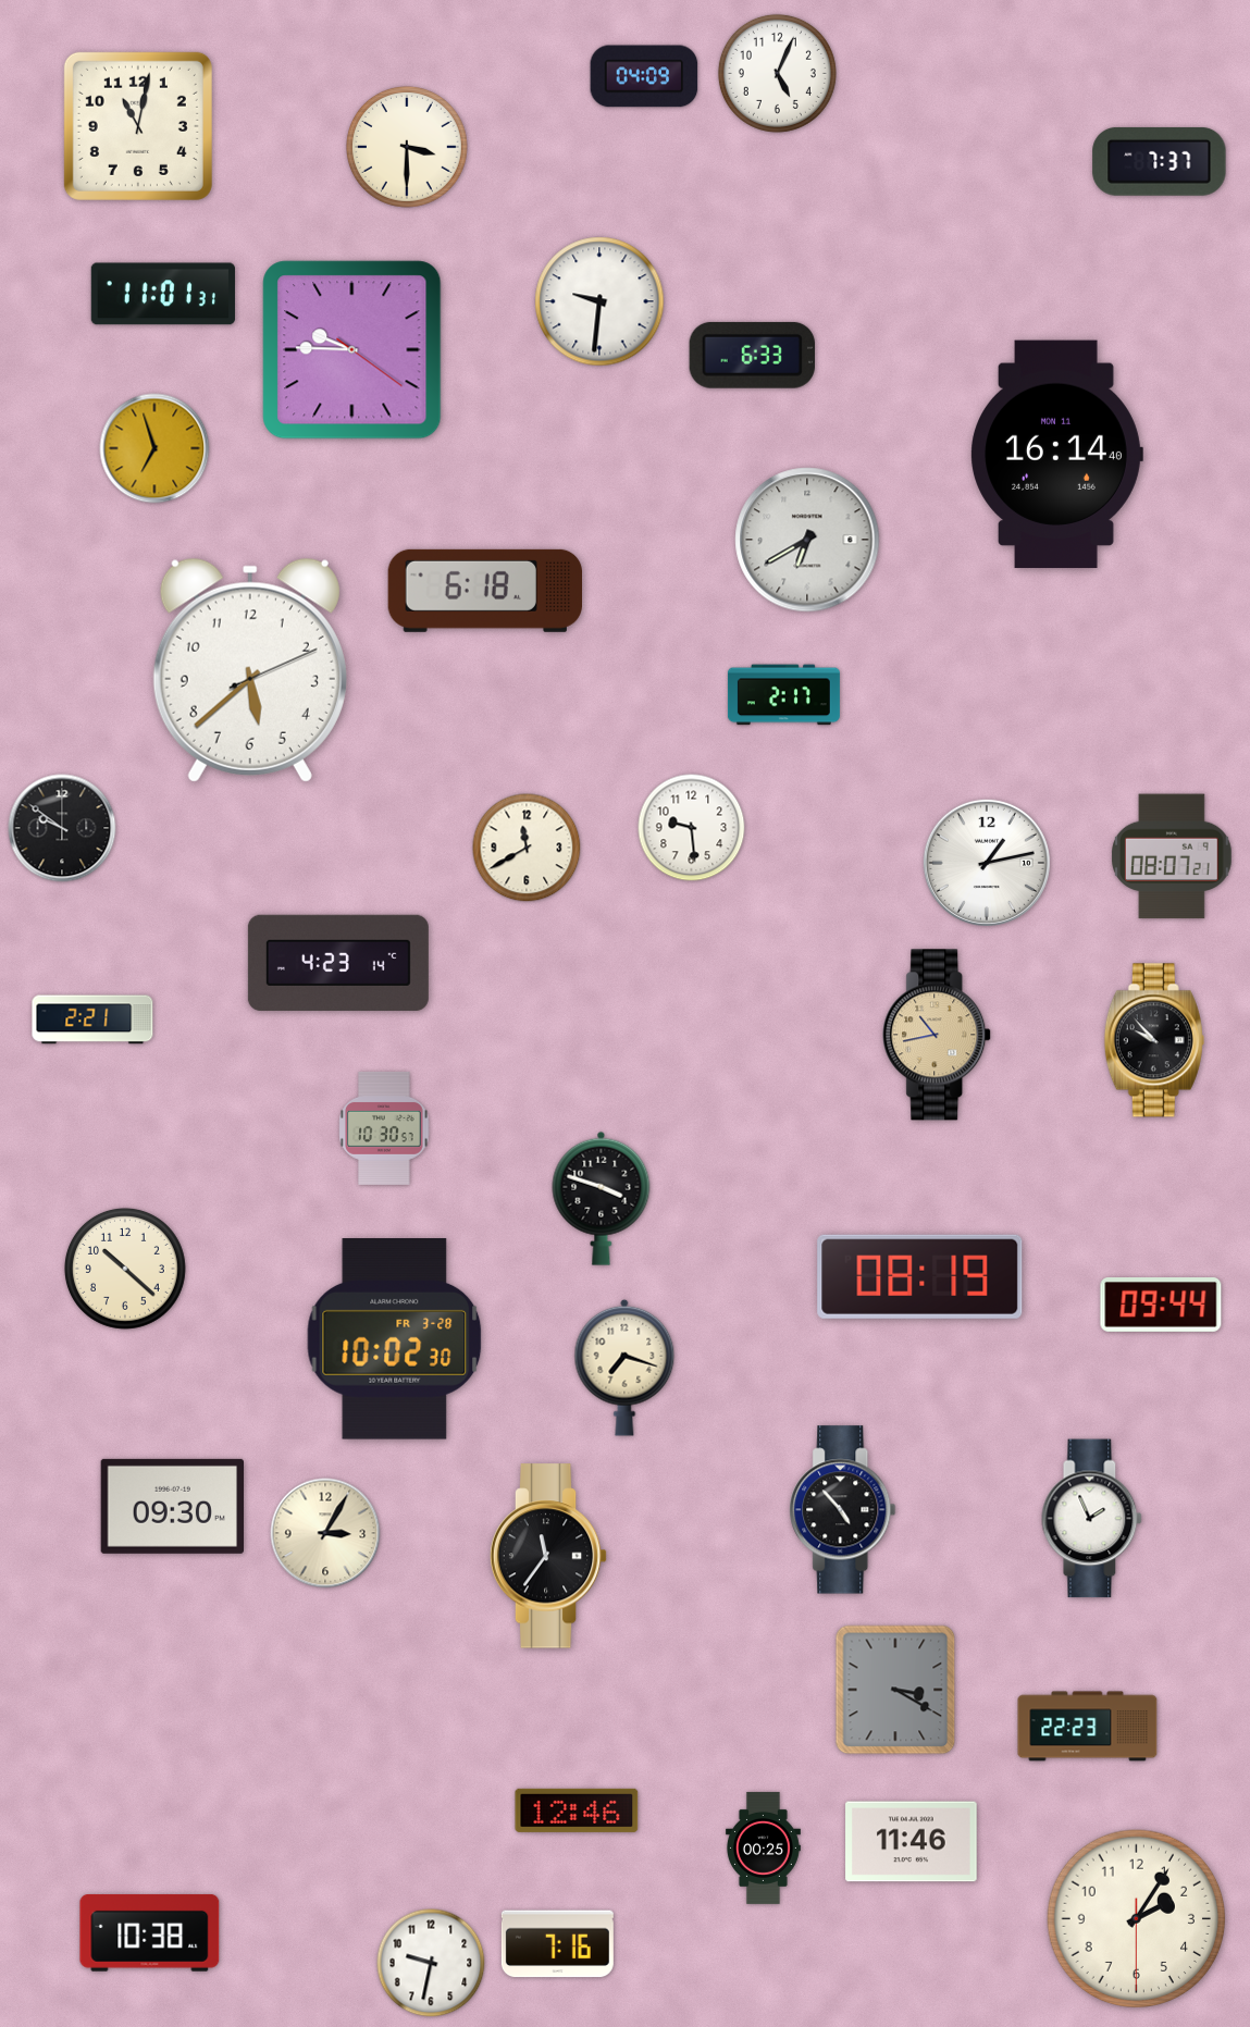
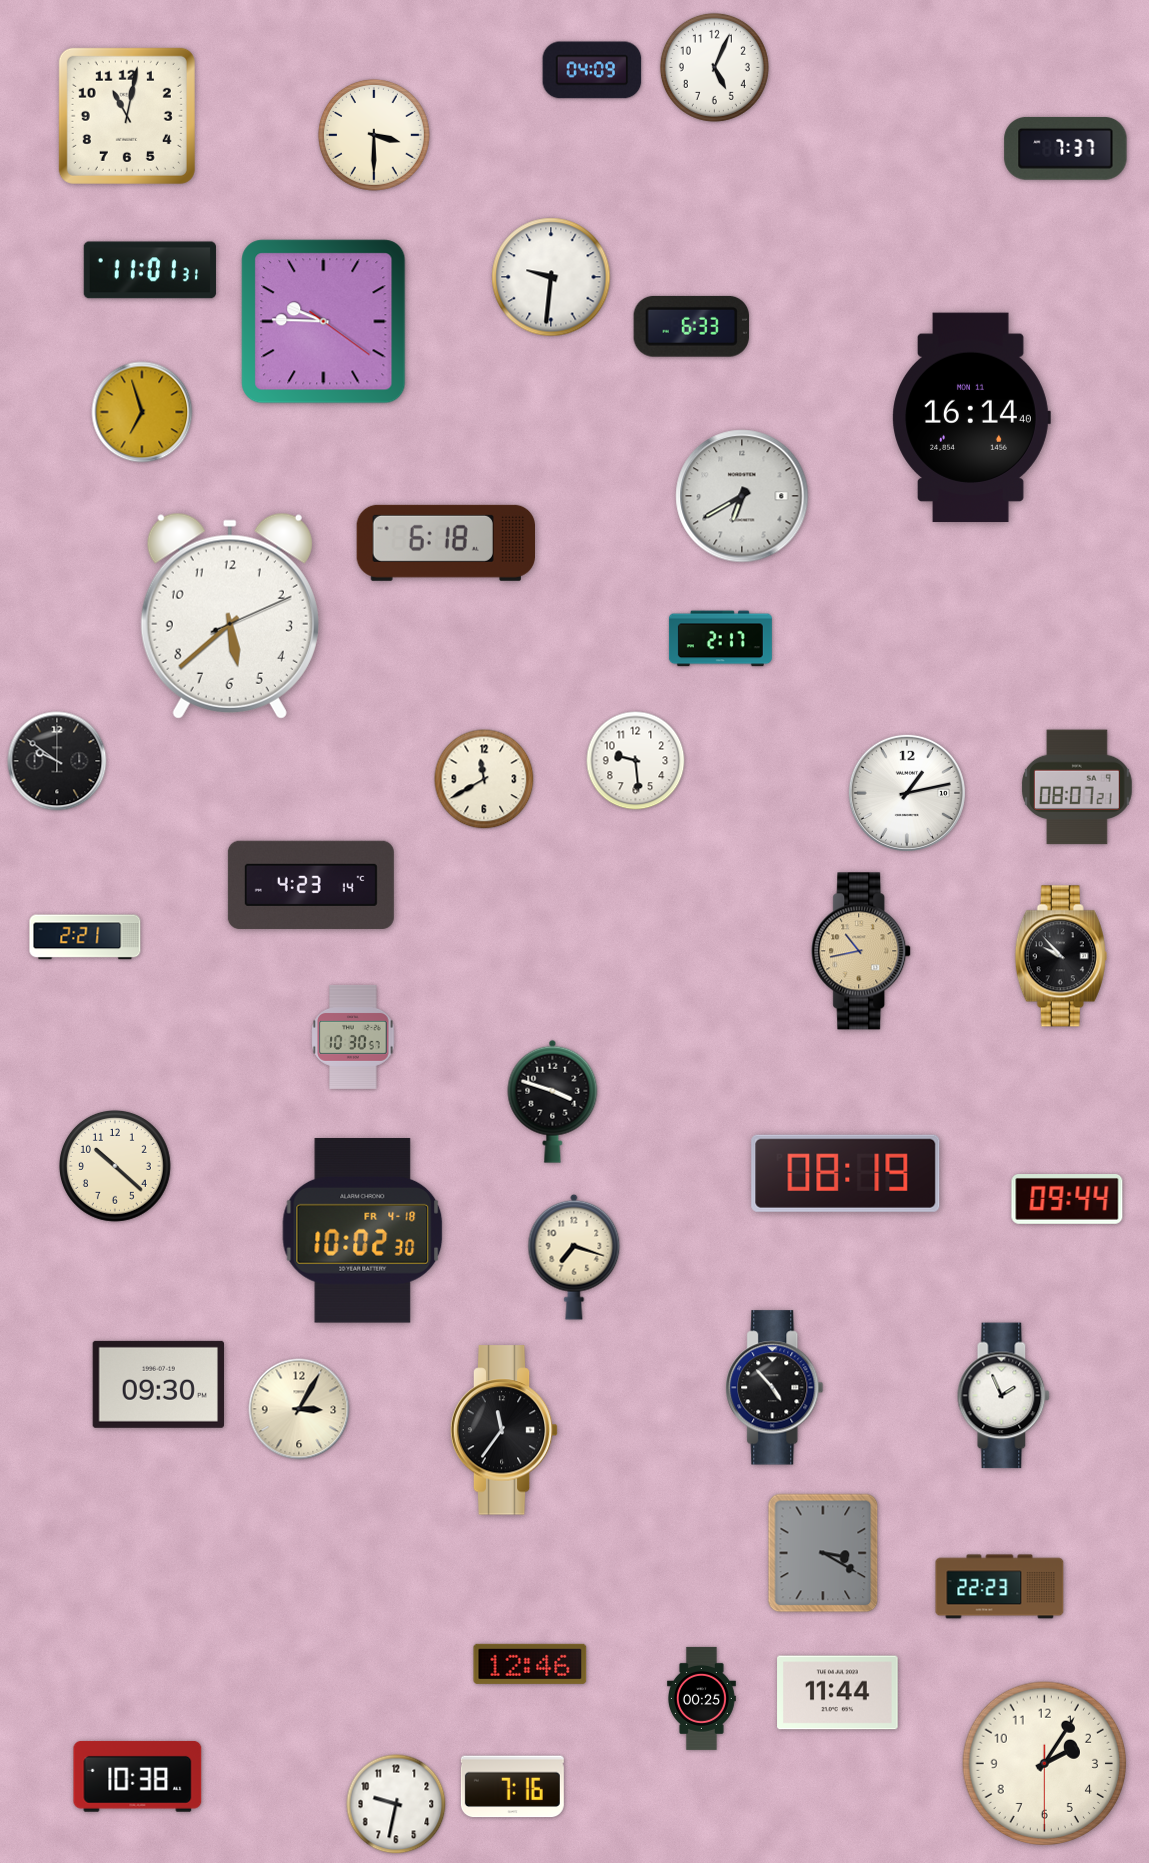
clock at (395, 1339) date: FR 3-28 -> FR 4-18
clock at (912, 1842): 11:46 -> 11:44
